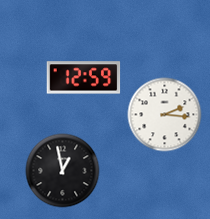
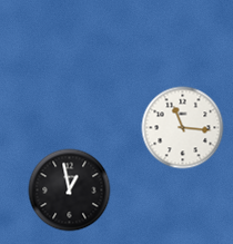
clock at (84, 78): 12:59 -> none
clock at (165, 115): 2:16 -> 11:16
